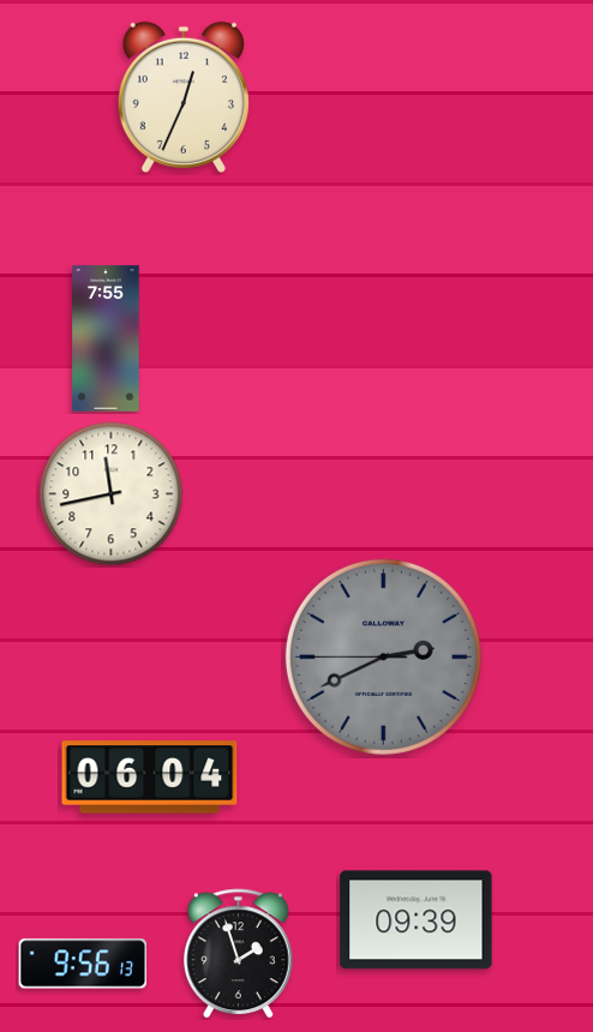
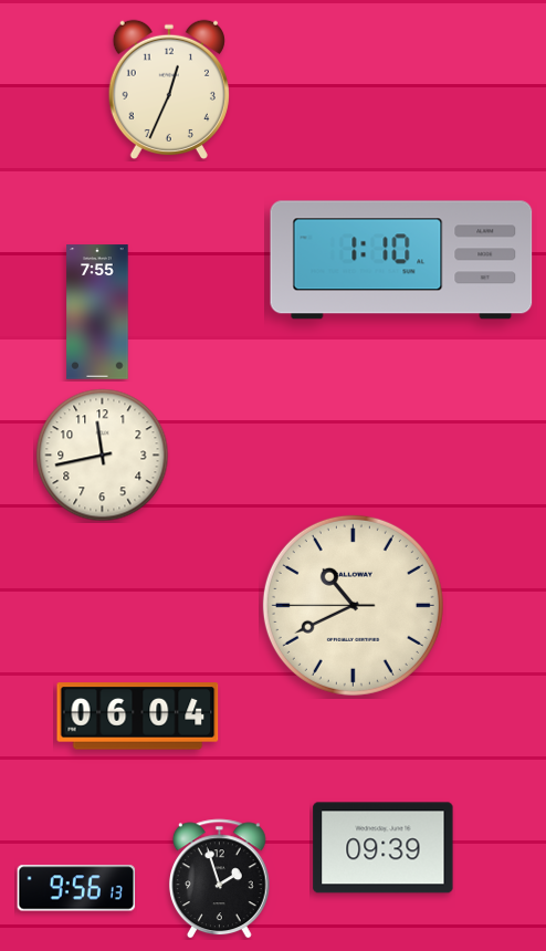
clock at (401, 260): none -> 1:10
clock at (383, 656): 2:40 -> 10:40
clock at (383, 656) dial: grey -> cream
